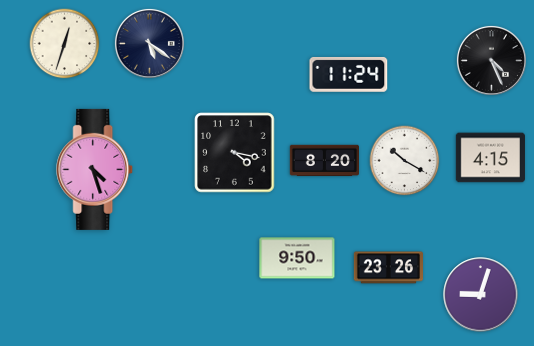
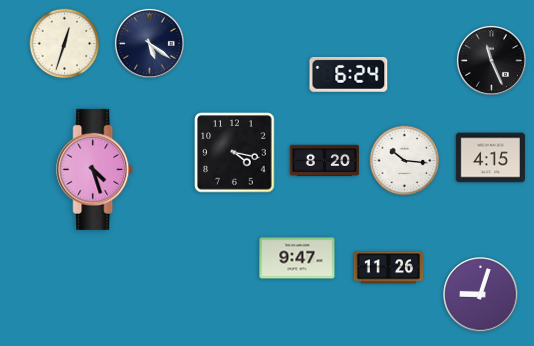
clock at (491, 60): 4:26 -> 11:26
clock at (349, 74): 11:24 -> 6:24
clock at (405, 161): 10:20 -> 10:16
clock at (297, 258): 9:50 -> 9:47
clock at (388, 268): 23:26 -> 11:26
